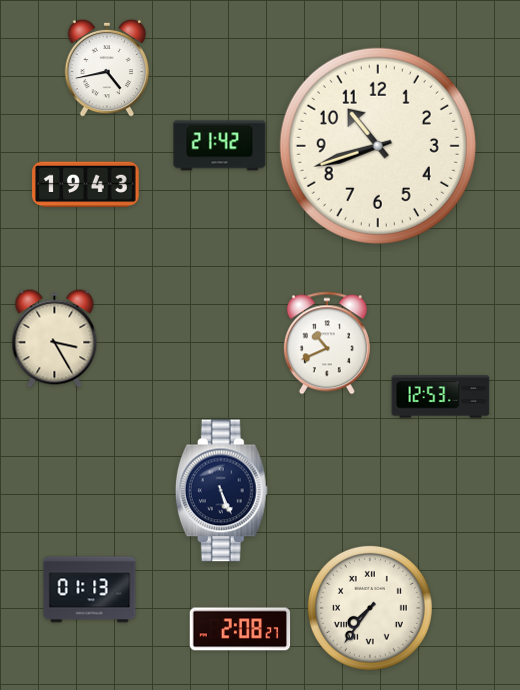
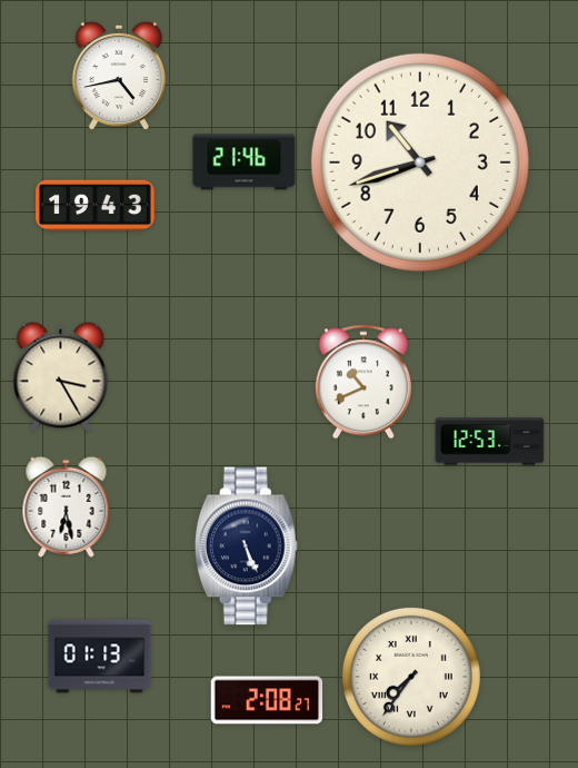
clock at (220, 146): 21:42 -> 21:46
clock at (67, 506): none -> 6:28
